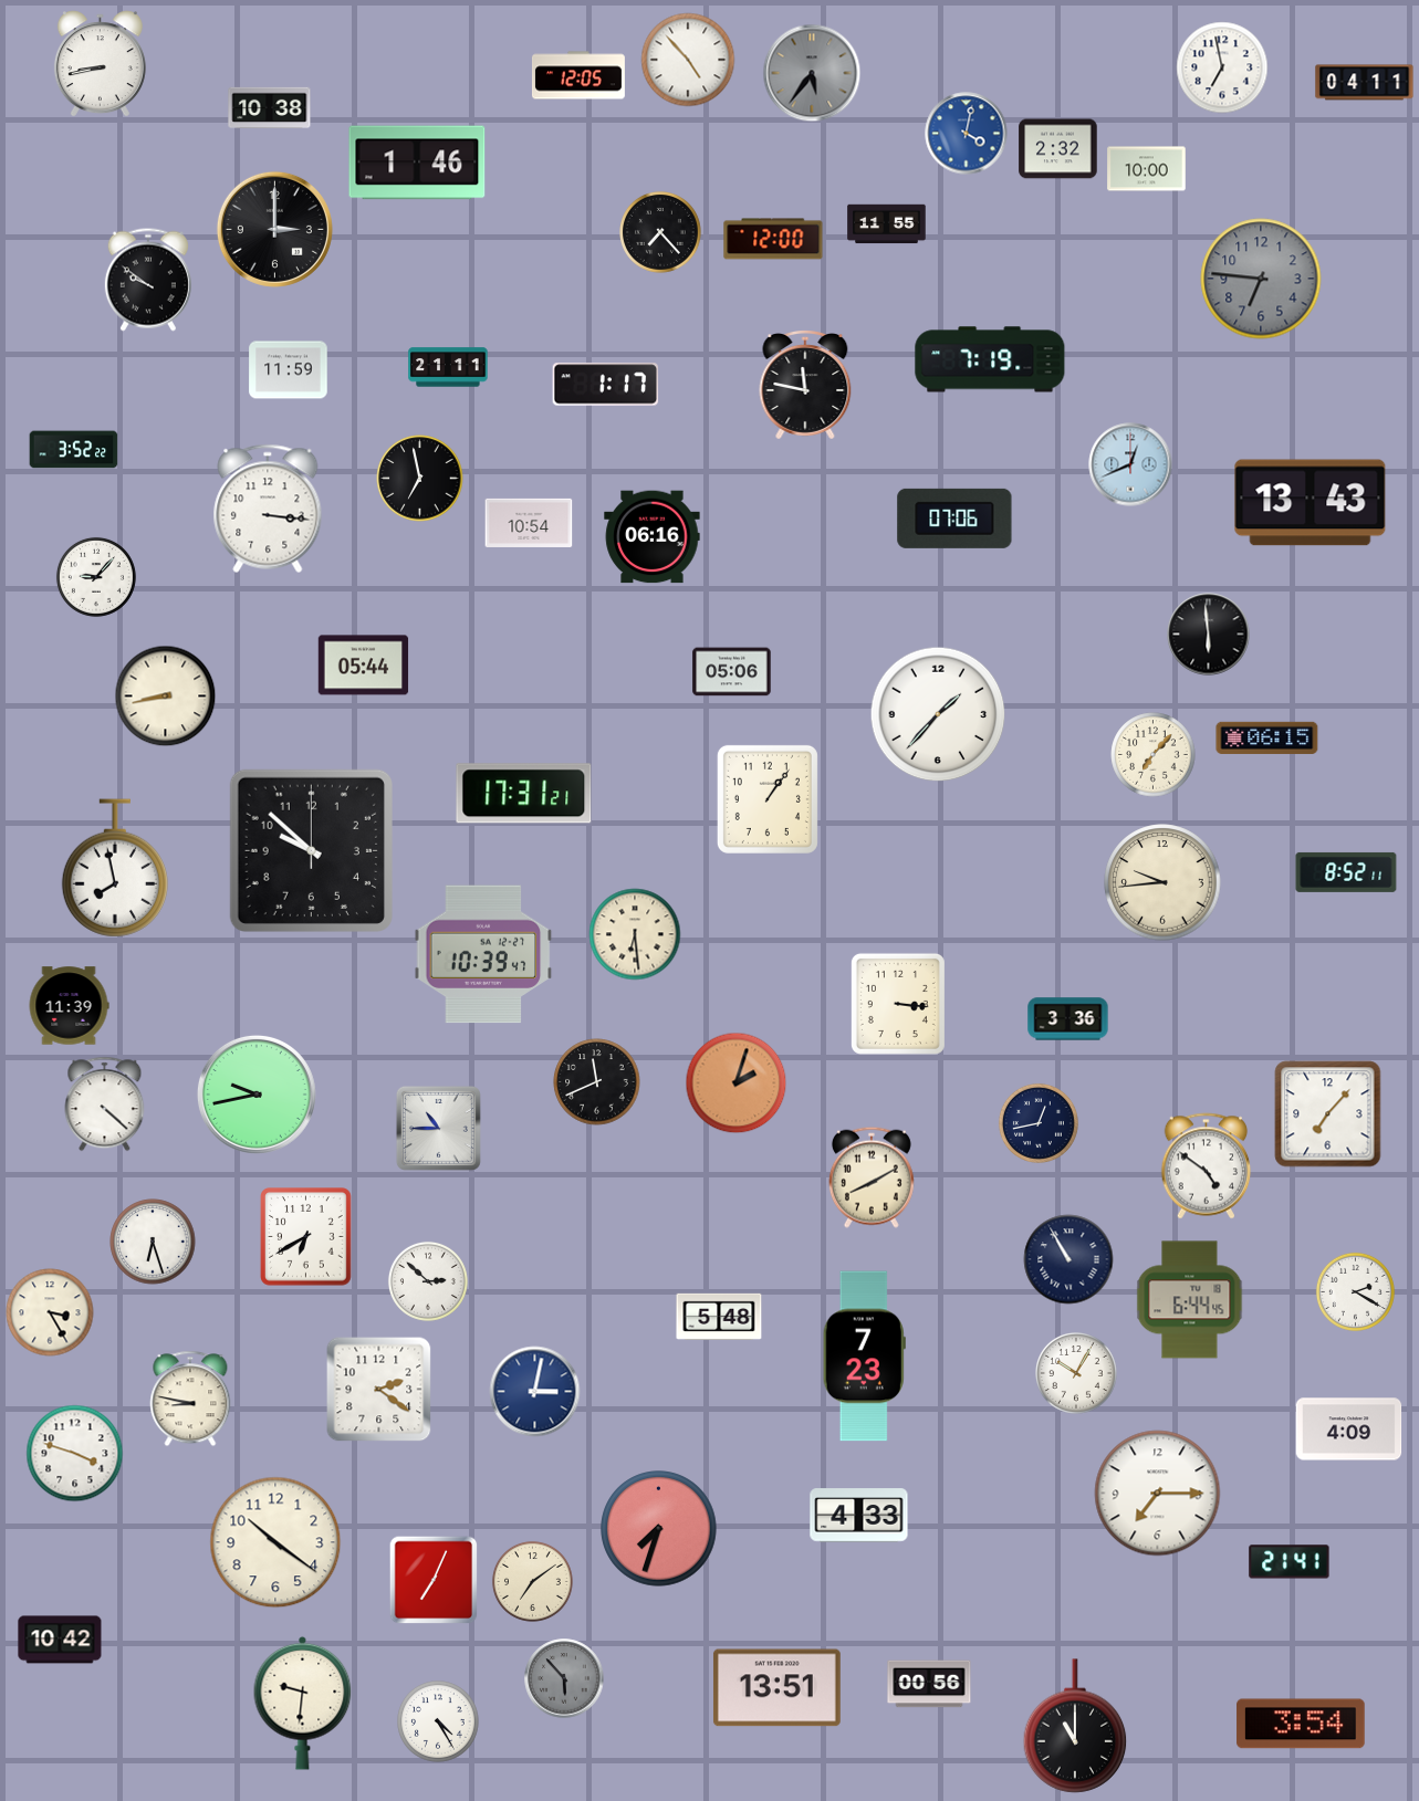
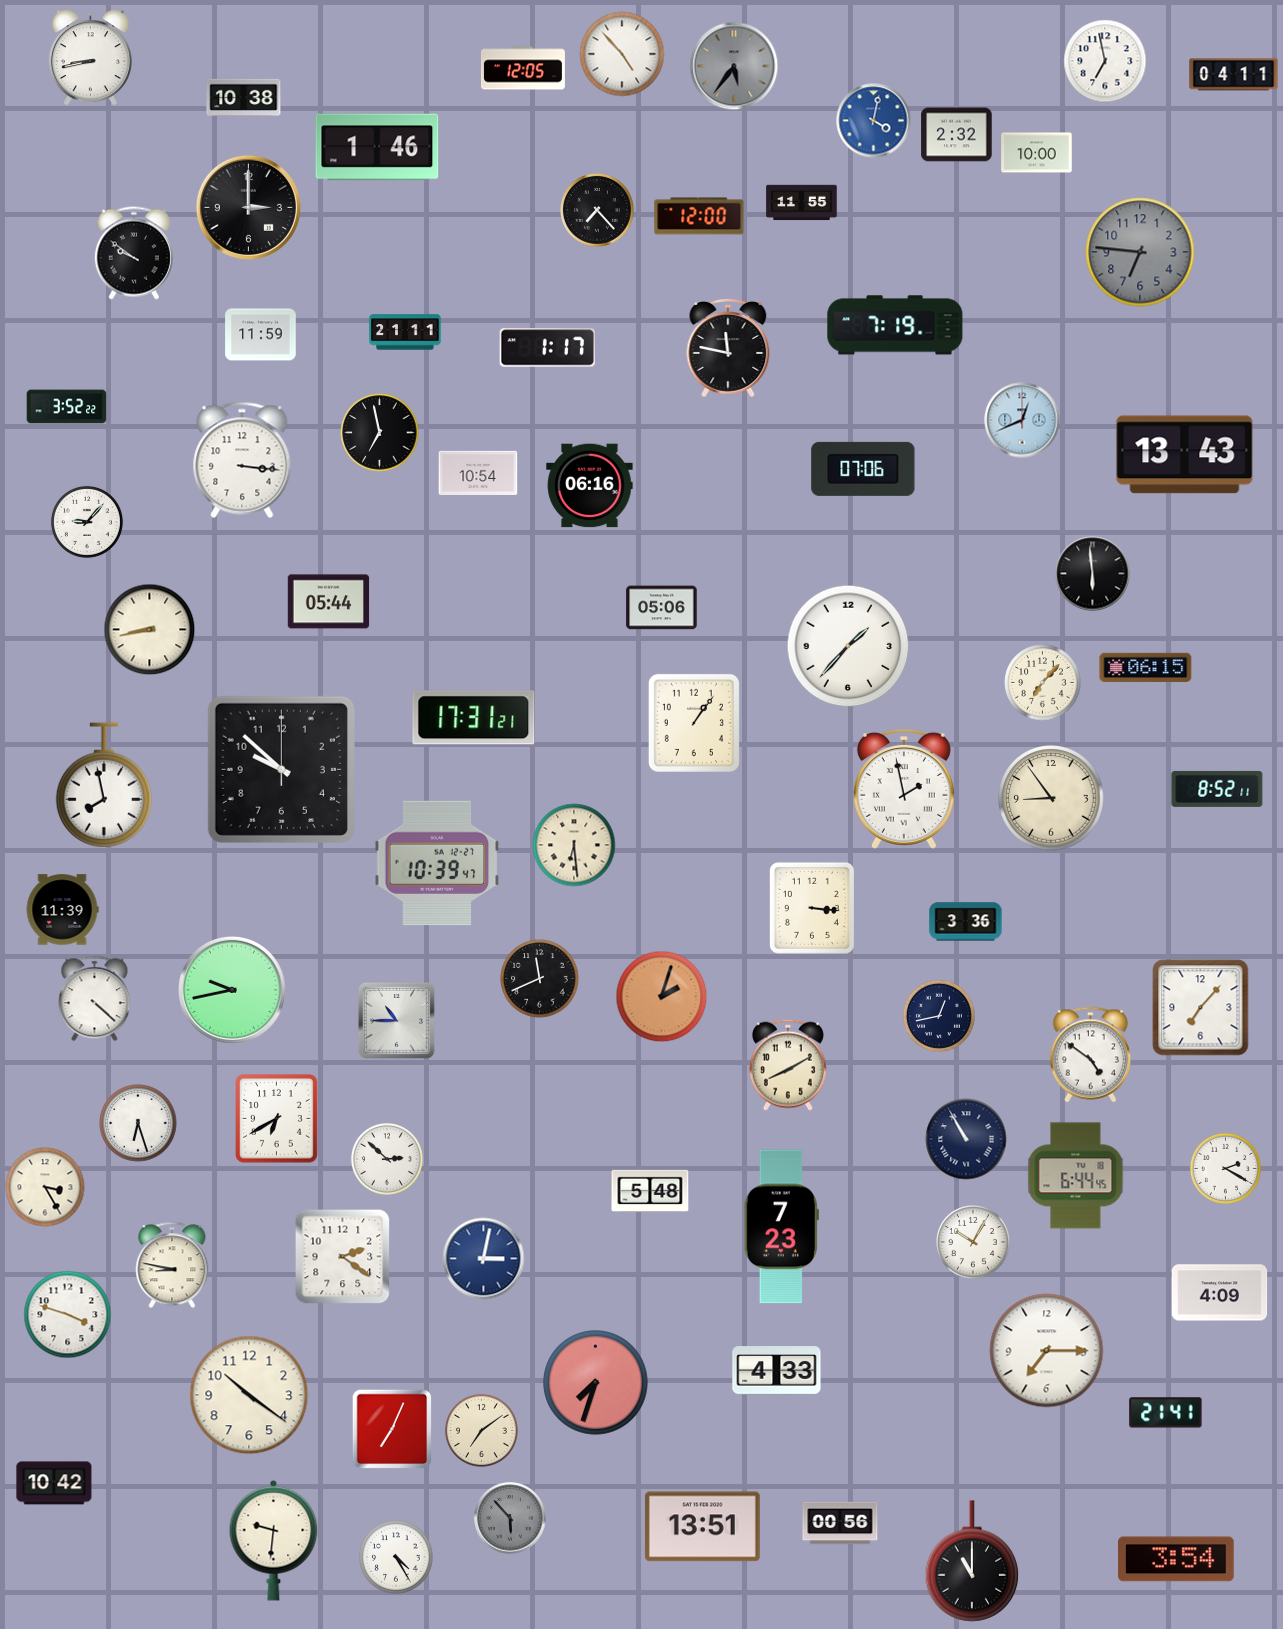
clock at (904, 789): none -> 1:58
clock at (1162, 882): 9:44 -> 8:54
clock at (737, 1083) position: (737, 1083) -> (662, 997)
